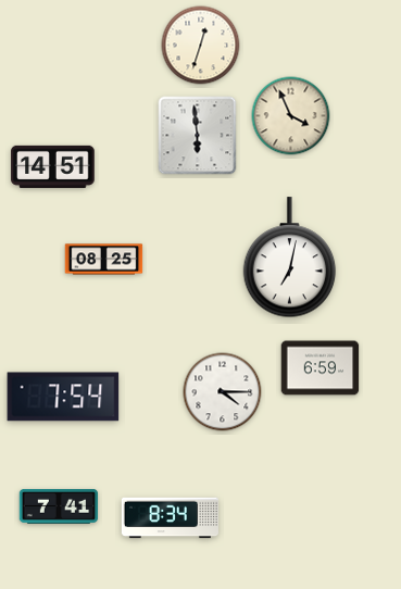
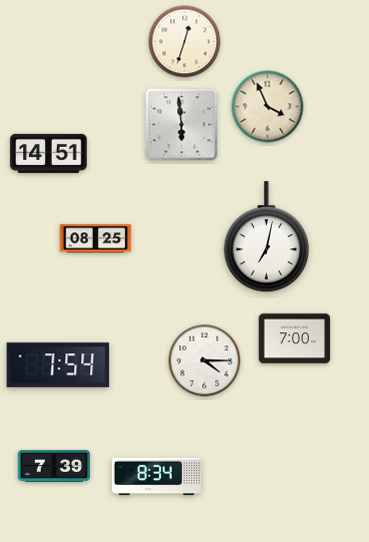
clock at (321, 368): 6:59 -> 7:00
clock at (59, 507): 7:41 -> 7:39
